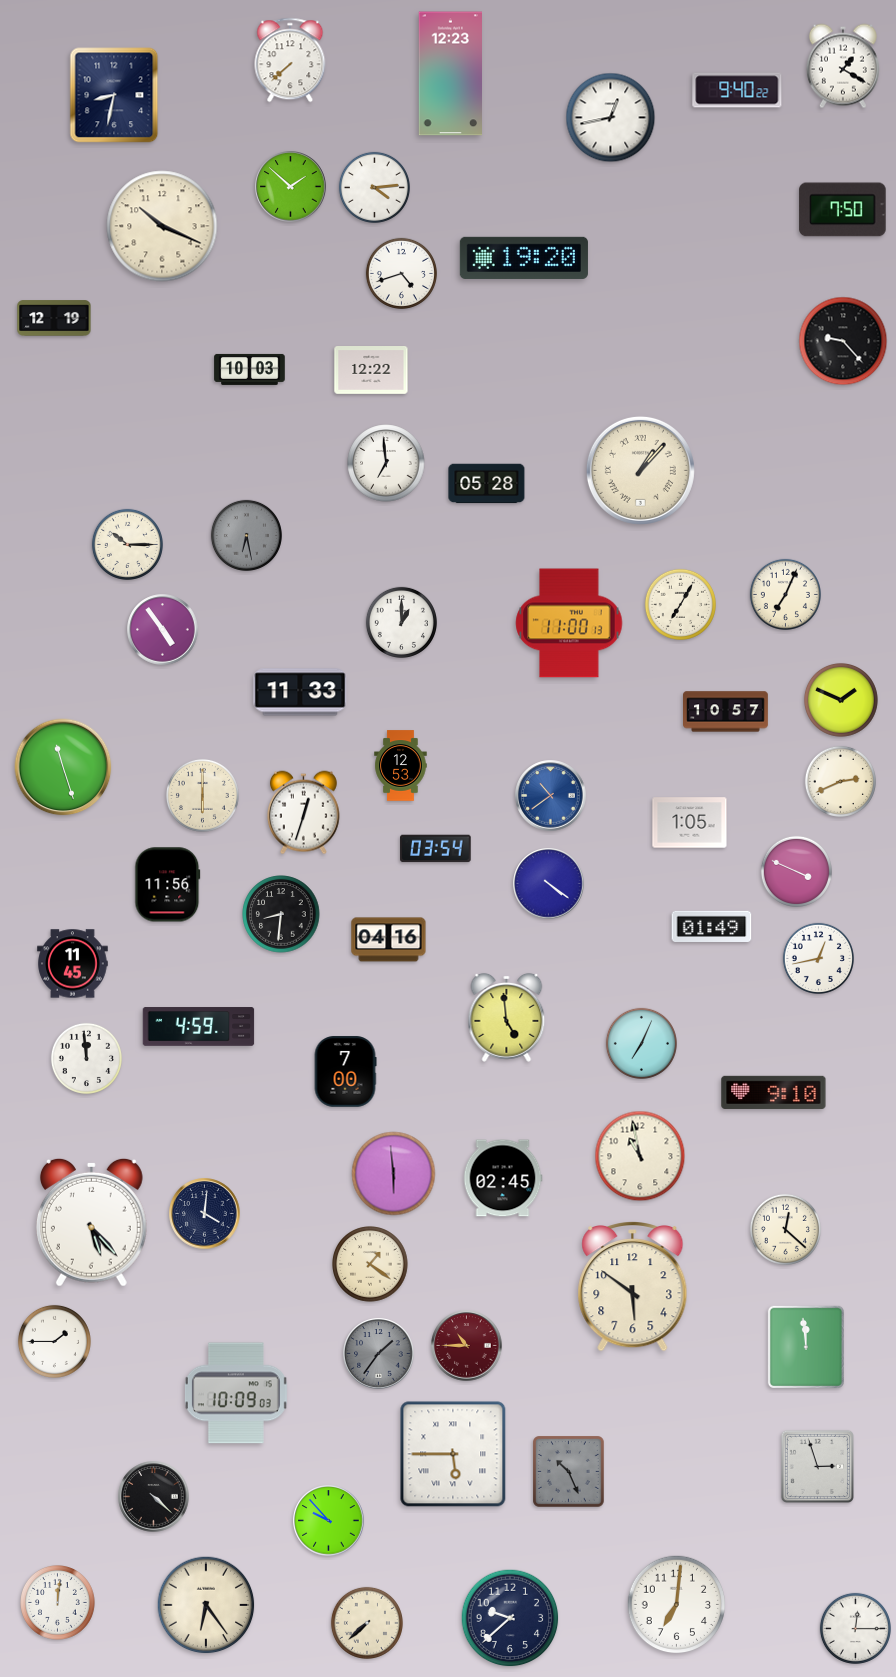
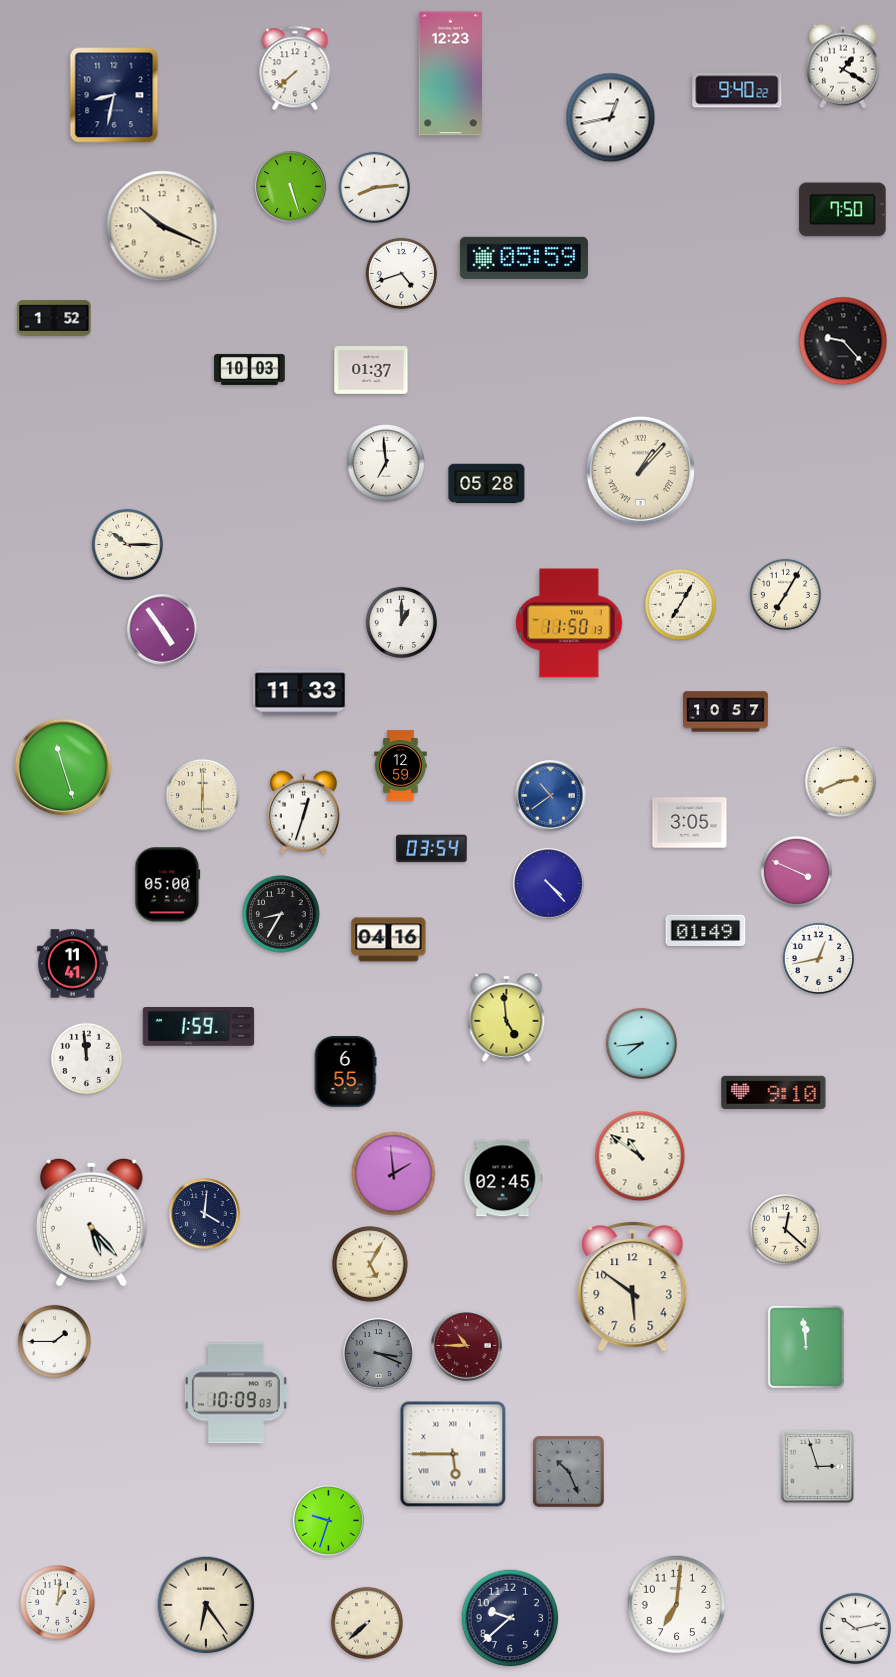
clock at (290, 60) position: (290, 60) -> (295, 68)
clock at (291, 187): 1:52 -> 5:27
clock at (374, 187): 4:14 -> 8:14
clock at (524, 258): 19:20 -> 05:59
clock at (54, 318): 12:19 -> 1:52
clock at (371, 371): 12:22 -> 01:37
clock at (246, 535): 6:28 -> none
clock at (785, 594): 7:04 -> 7:05
clock at (569, 623): 11:00 -> 11:50
clock at (841, 700): 1:49 -> none
clock at (401, 766): 12:53 -> 12:59
clock at (690, 823): 1:05 -> 3:05
clock at (436, 849) position: (436, 849) -> (432, 849)
clock at (549, 884): 4:21 -> 4:23
clock at (168, 885): 11:56 -> 05:00
clock at (281, 914): 8:31 -> 8:35
clock at (712, 926) position: (712, 926) -> (706, 930)
clock at (73, 964): 11:45 -> 11:41
clock at (199, 1027): 4:59 -> 1:59
clock at (641, 1043): 7:04 -> 7:44
clock at (345, 1072): 7:00 -> 6:55
clock at (640, 1156): 10:58 -> 10:51
clock at (394, 1174): 5:59 -> 1:59
clock at (370, 1264): 1:21 -> 5:05
clock at (379, 1354): 1:36 -> 3:19
clock at (154, 1497): 4:22 -> none
clock at (329, 1521): 9:53 -> 9:33
clock at (58, 1603): 12:01 -> 1:01
clock at (855, 1628): 12:15 -> 10:13
